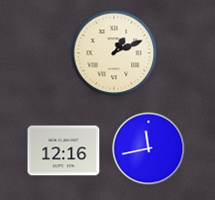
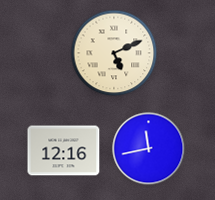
clock at (114, 53): 1:11 -> 5:11
